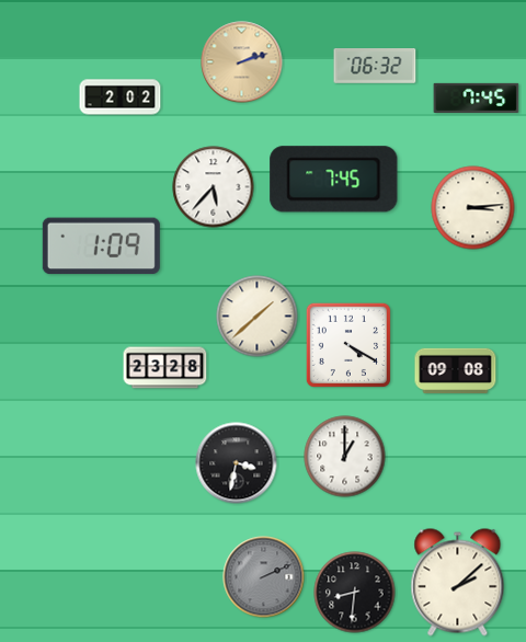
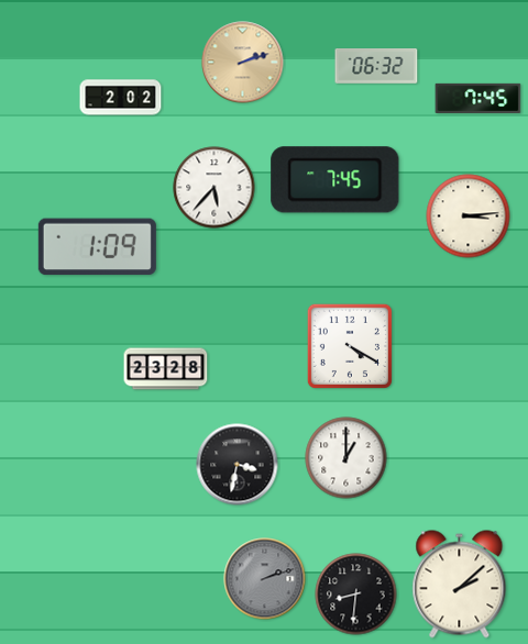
clock at (473, 208) position: (473, 208) -> (469, 216)
clock at (101, 247) position: (101, 247) -> (97, 247)
clock at (258, 317): 1:38 -> none
clock at (456, 370): 09:08 -> none
clock at (264, 577): 2:11 -> 2:12
